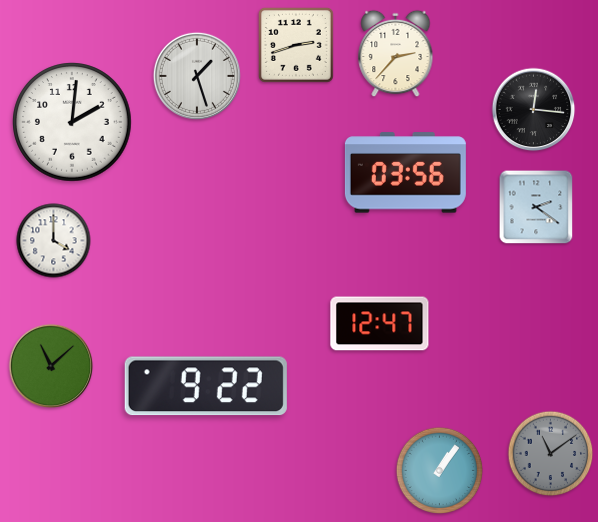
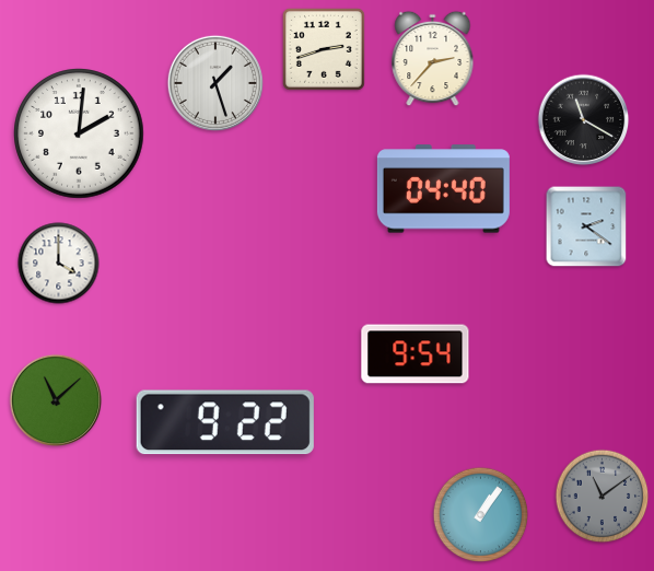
clock at (534, 110): 12:16 -> 11:20
clock at (405, 173): 03:56 -> 04:40
clock at (380, 324): 12:47 -> 9:54
